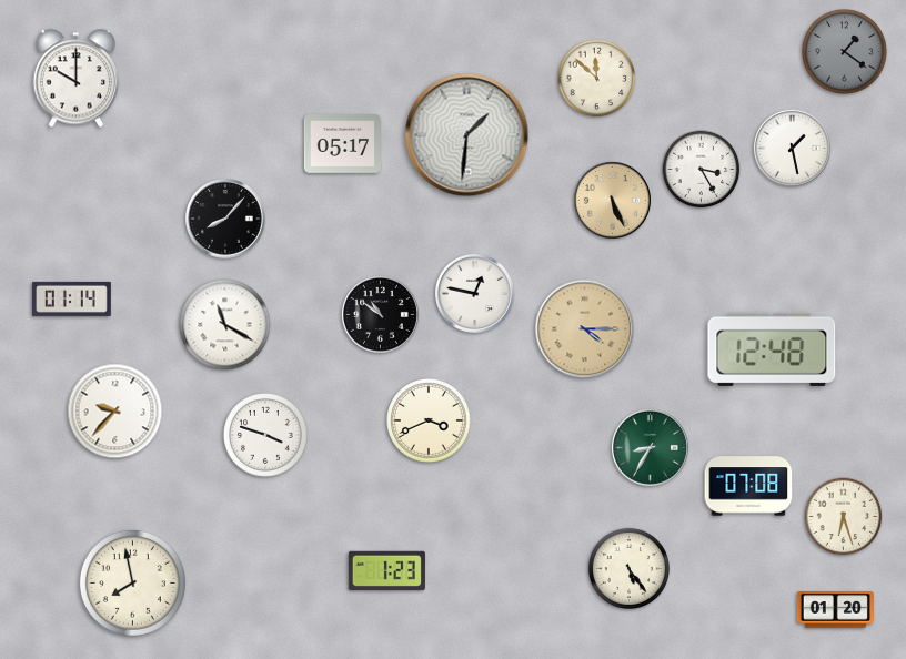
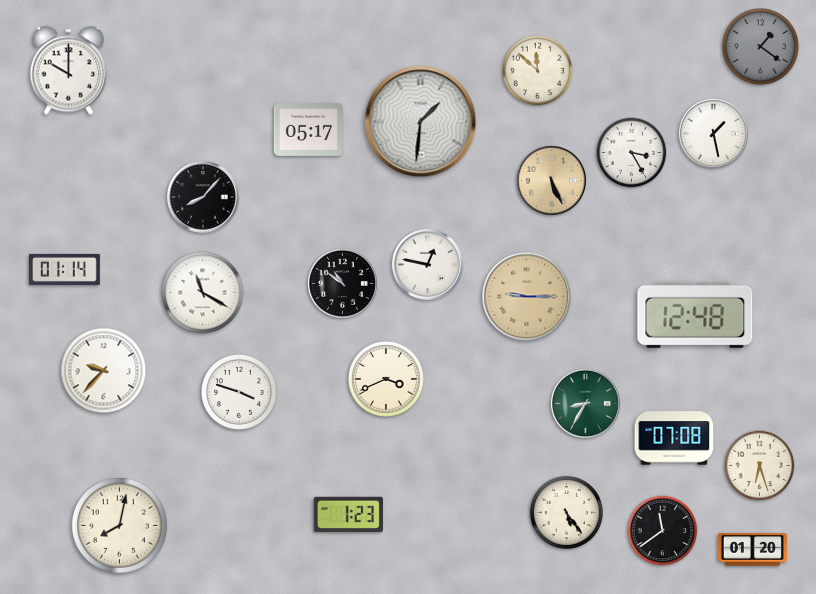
clock at (585, 329): 4:15 -> 9:15
clock at (132, 582): 7:58 -> 8:02
clock at (663, 531): none -> 11:39
